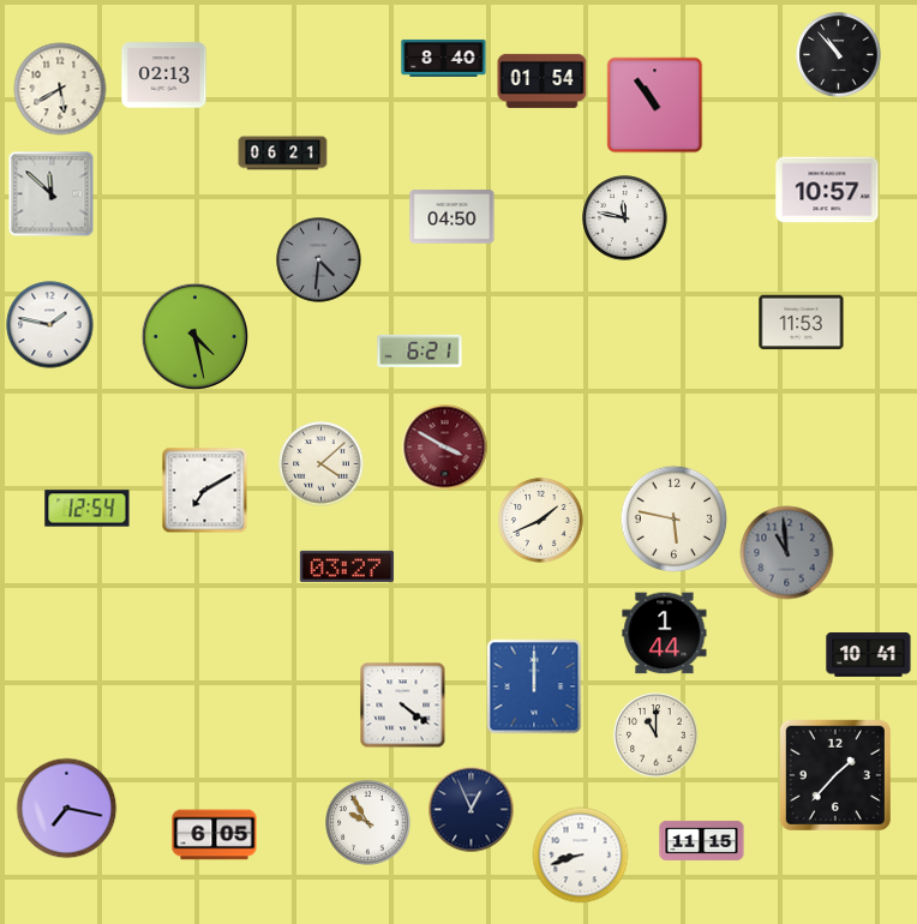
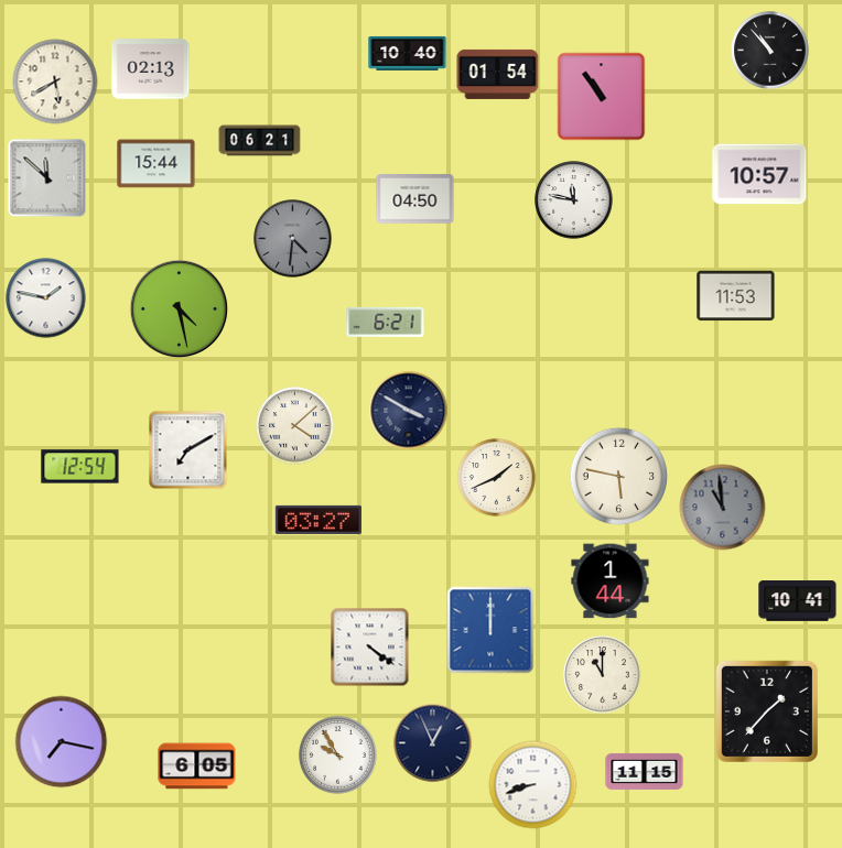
clock at (444, 58): 8:40 -> 10:40
clock at (156, 164): none -> 15:44
clock at (445, 448) dial: burgundy -> navy
